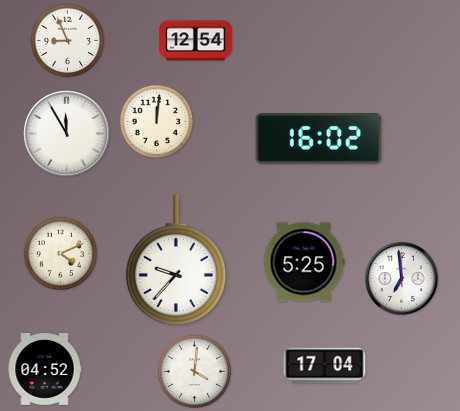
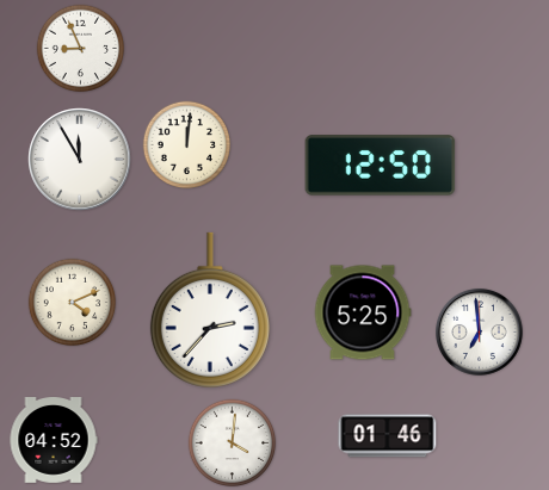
clock at (196, 41): 12:54 -> none
clock at (319, 139): 16:02 -> 12:50
clock at (176, 260): 9:37 -> 2:37
clock at (325, 366): 17:04 -> 01:46
